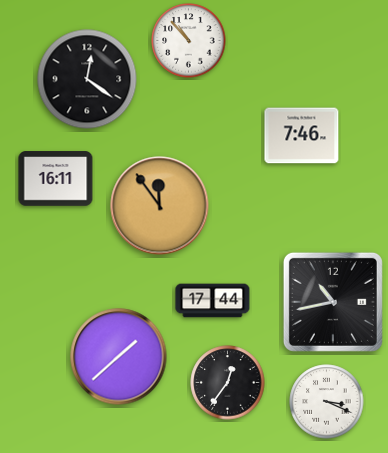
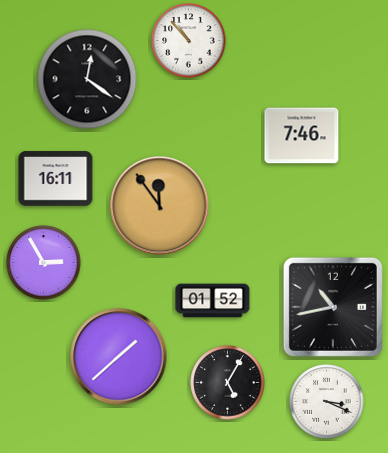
clock at (44, 263): none -> 2:55
clock at (213, 301): 17:44 -> 01:52
clock at (333, 302) position: (333, 302) -> (333, 307)
clock at (228, 383): 12:36 -> 5:05
